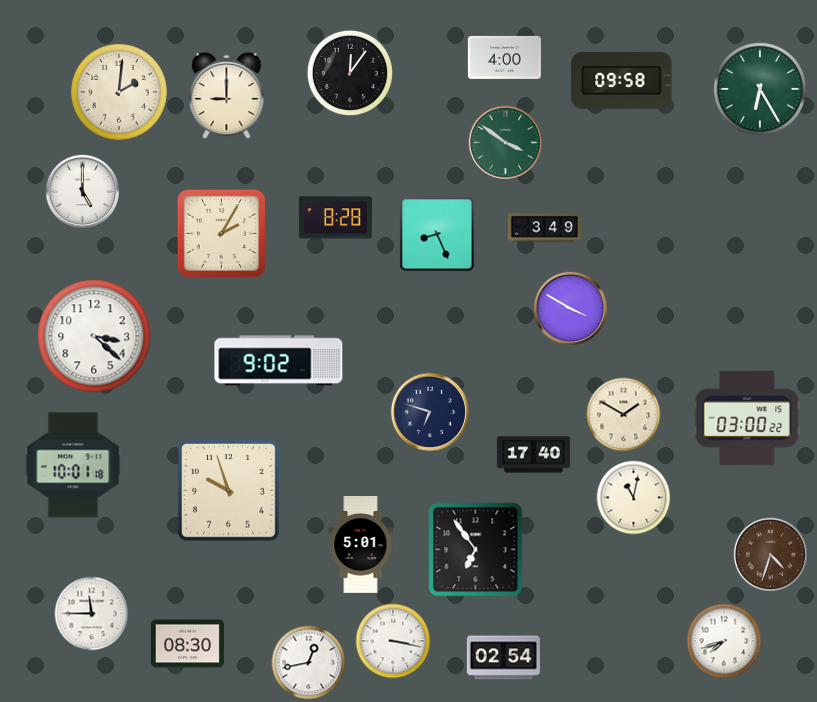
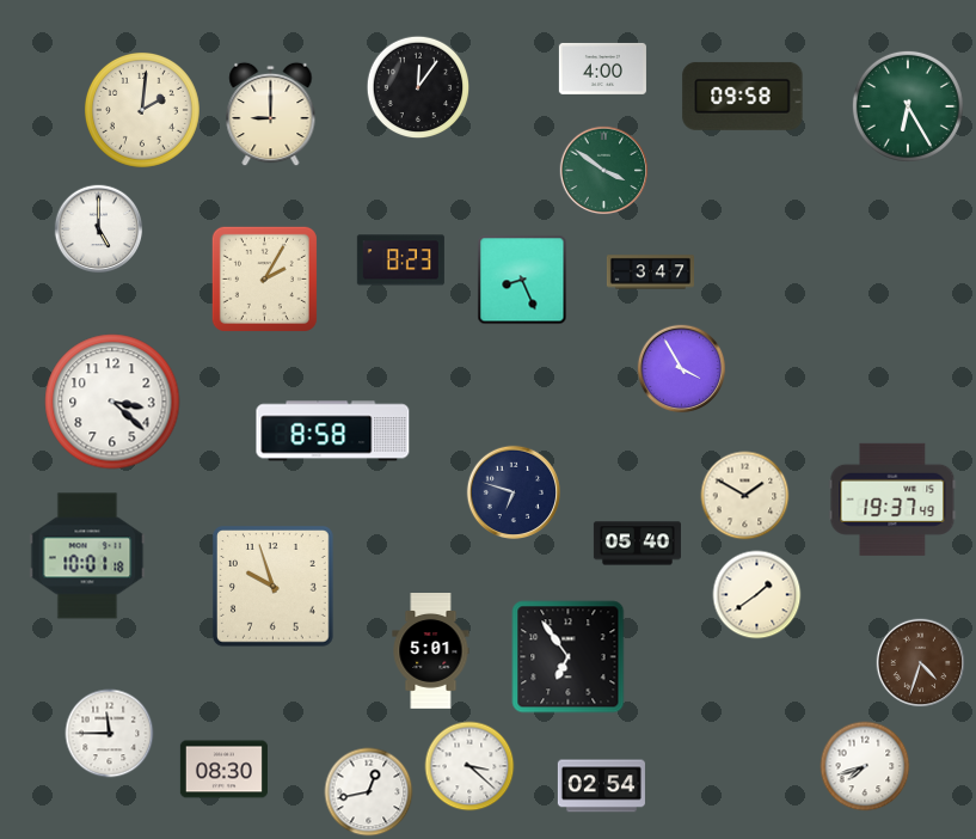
clock at (335, 218): 8:28 -> 8:23
clock at (544, 228): 3:49 -> 3:47
clock at (571, 309): 3:50 -> 3:55
clock at (279, 361): 9:02 -> 8:58
clock at (747, 418): 03:00 -> 19:37
clock at (533, 455): 17:40 -> 05:40
clock at (634, 498): 11:02 -> 1:39
clock at (393, 641): 3:17 -> 3:22
